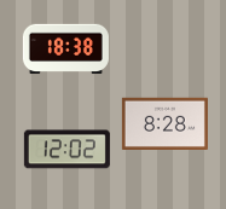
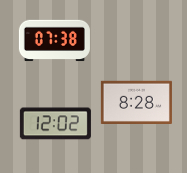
clock at (65, 50): 18:38 -> 07:38
